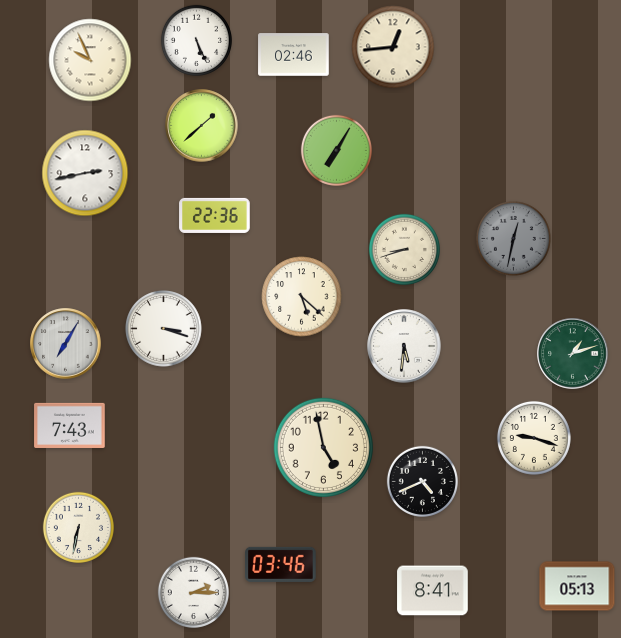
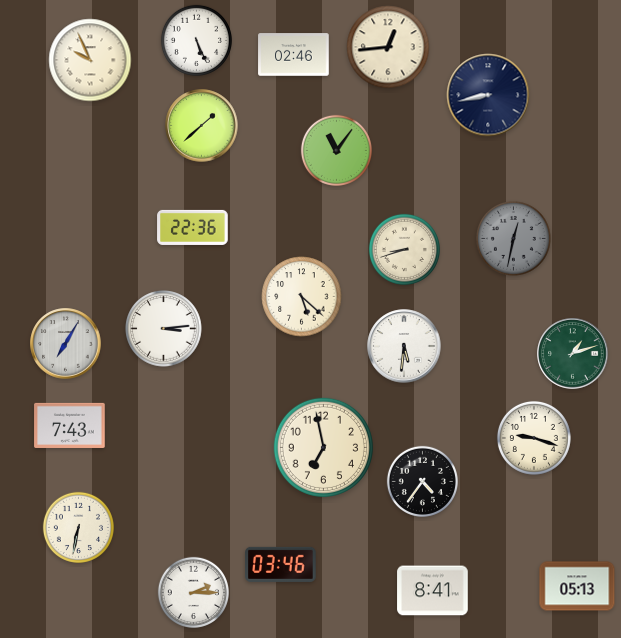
clock at (393, 47) position: (393, 47) -> (388, 47)
clock at (488, 95): none -> 8:43
clock at (336, 150): 7:05 -> 11:06
clock at (85, 173): 2:43 -> none
clock at (215, 215) position: (215, 215) -> (193, 227)
clock at (164, 329): 3:18 -> 3:14
clock at (323, 447): 4:58 -> 6:58
clock at (422, 481): 4:41 -> 4:36
